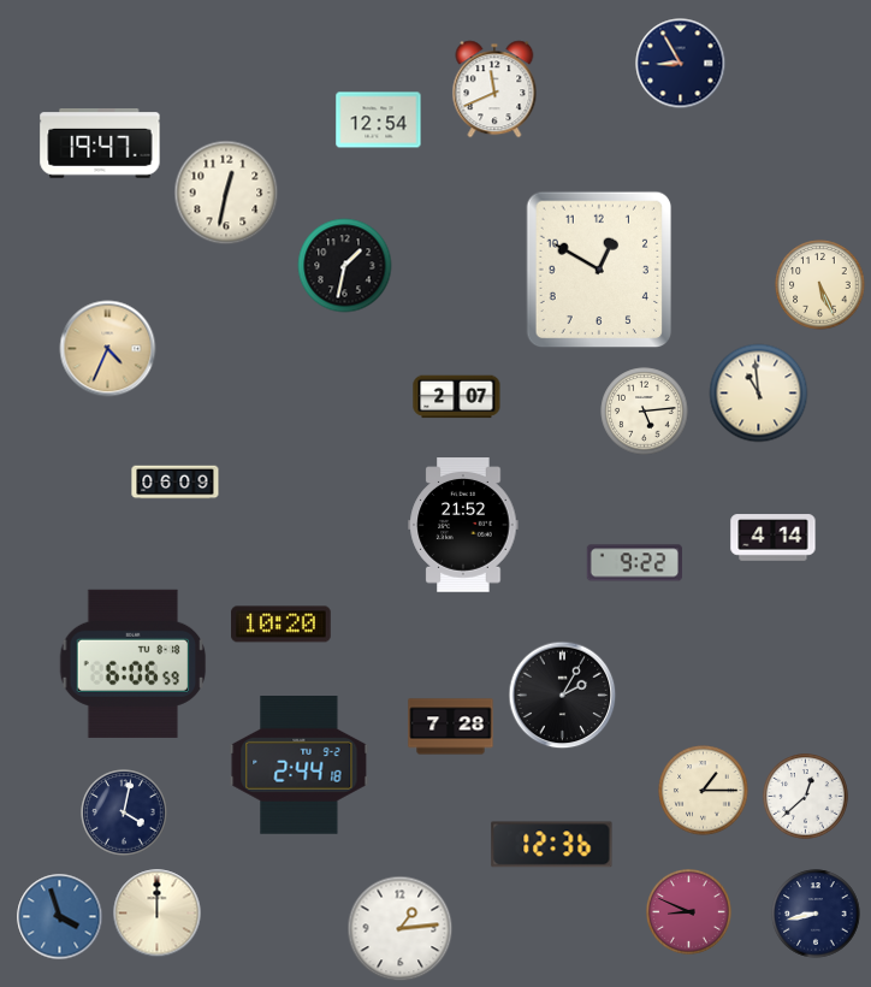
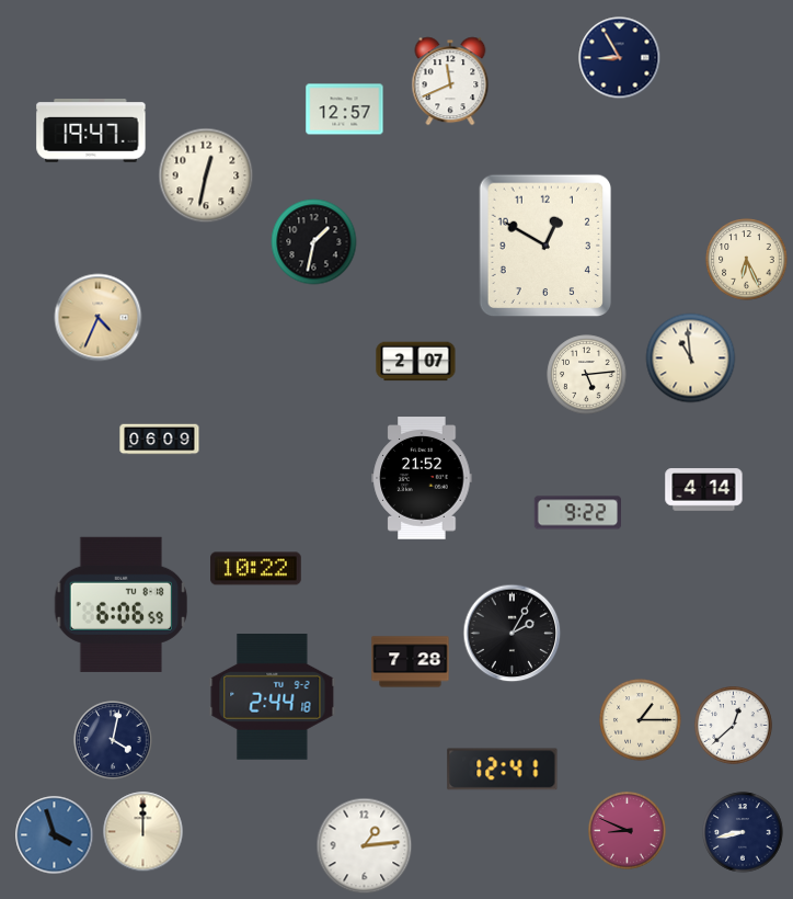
clock at (379, 120): 12:54 -> 12:57
clock at (820, 285): 5:26 -> 6:26
clock at (282, 625): 10:20 -> 10:22
clock at (552, 845): 12:36 -> 12:41
